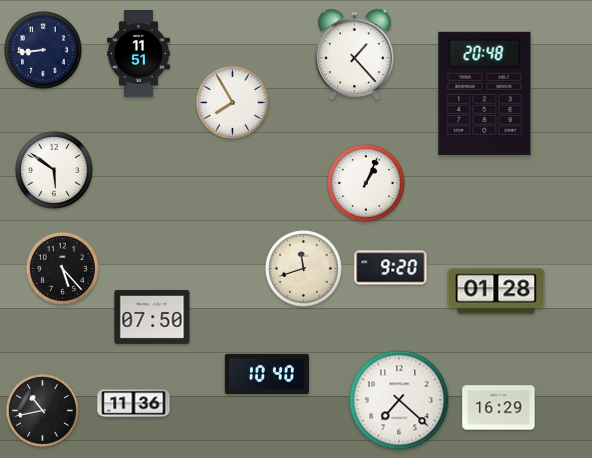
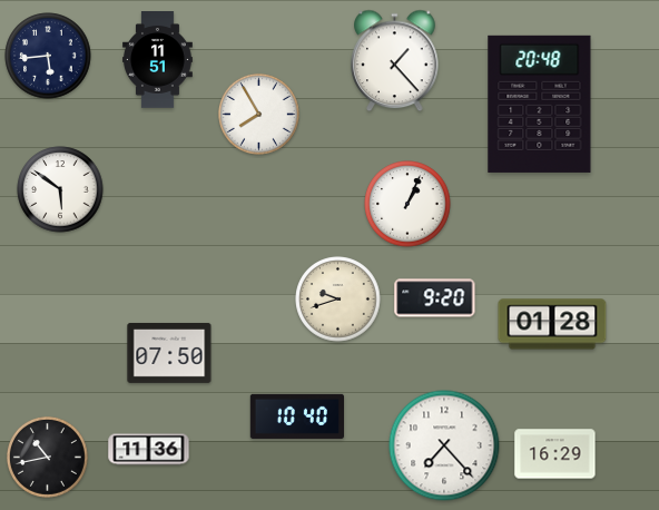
clock at (43, 50): 8:44 -> 5:44
clock at (139, 54) position: (139, 54) -> (158, 60)
clock at (62, 268): 5:23 -> none
clock at (304, 269): 11:42 -> 9:42
clock at (399, 400): 7:22 -> 7:23
